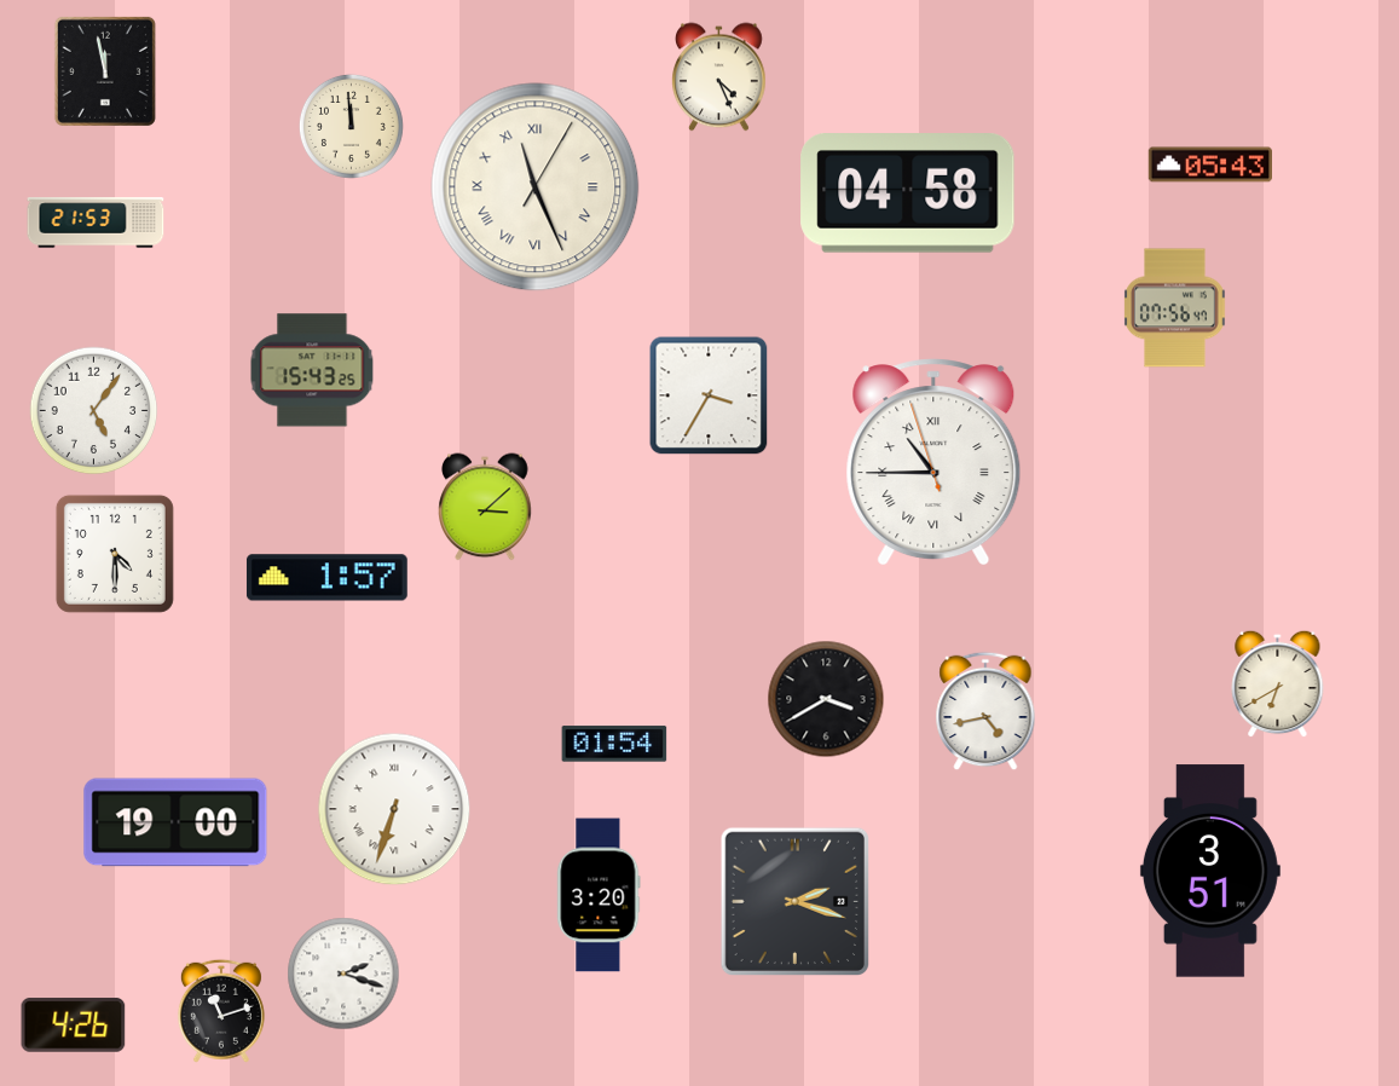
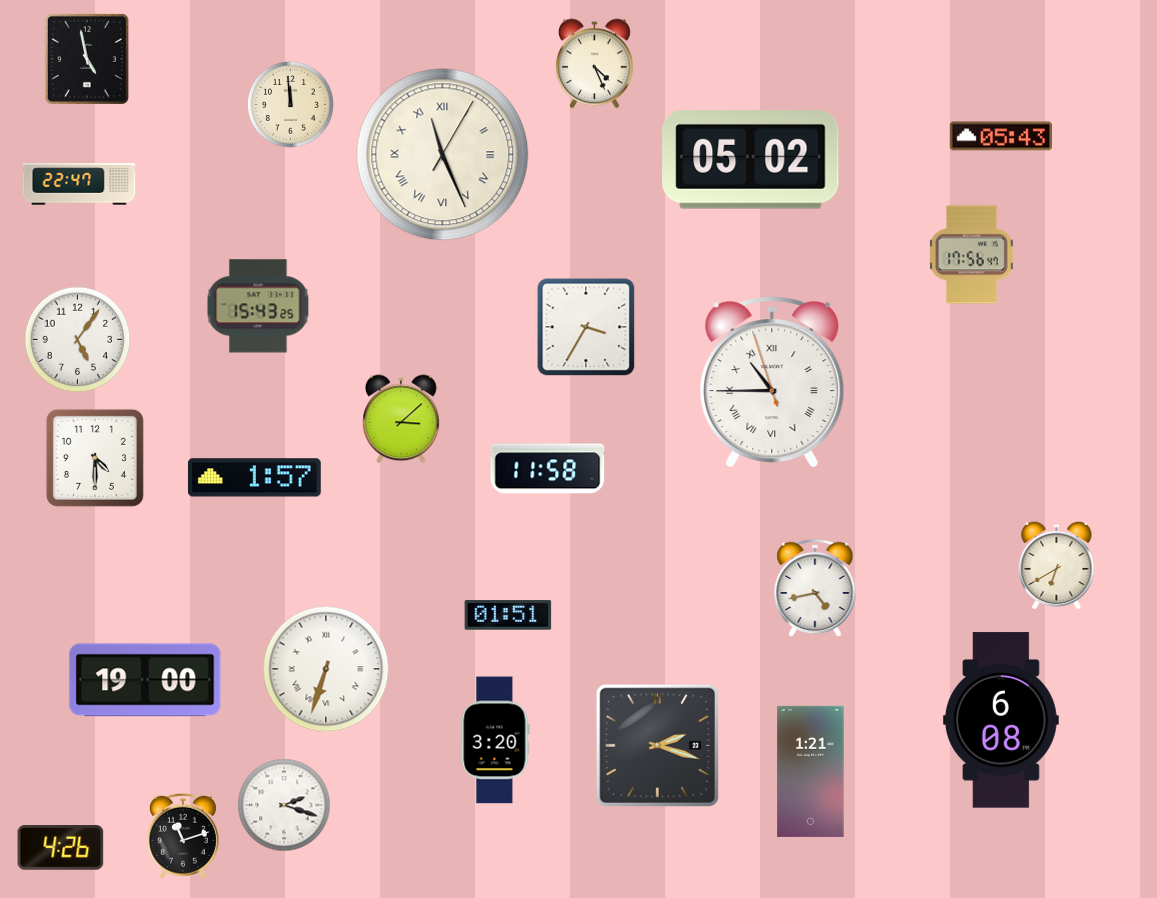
clock at (105, 71): 11:58 -> 4:58
clock at (908, 193): 04:58 -> 05:02
clock at (96, 223): 21:53 -> 22:47
clock at (1175, 308): 07:56 -> 17:56
clock at (548, 469): none -> 11:58
clock at (326, 578) position: (326, 578) -> (254, 478)
clock at (826, 699): 3:40 -> none
clock at (614, 744): 01:54 -> 01:51
clock at (1210, 871): 3:51 -> 6:08
clock at (811, 771): none -> 1:21
